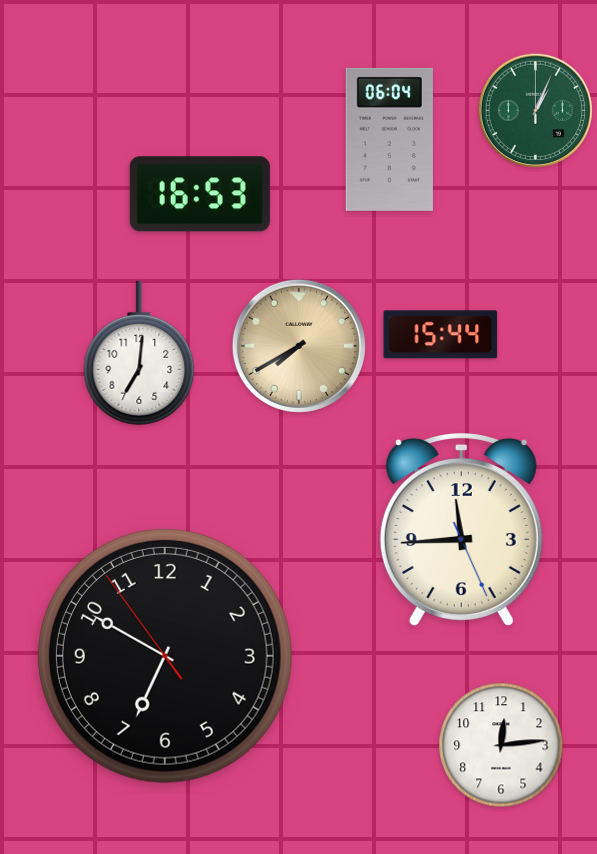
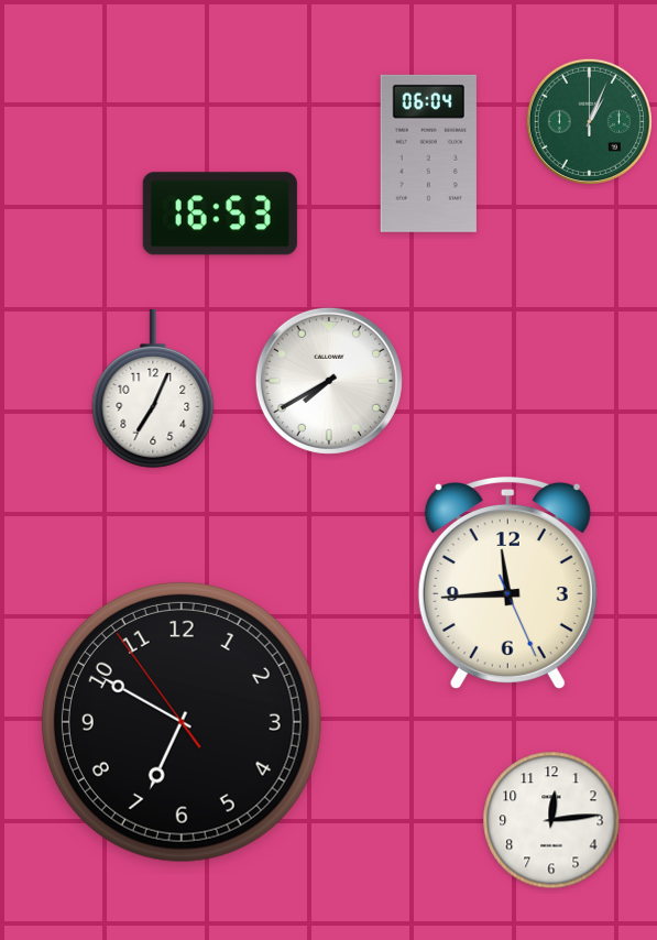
clock at (441, 335): 15:44 -> none
clock at (299, 346) dial: champagne -> white
clock at (139, 353): 7:01 -> 7:04
